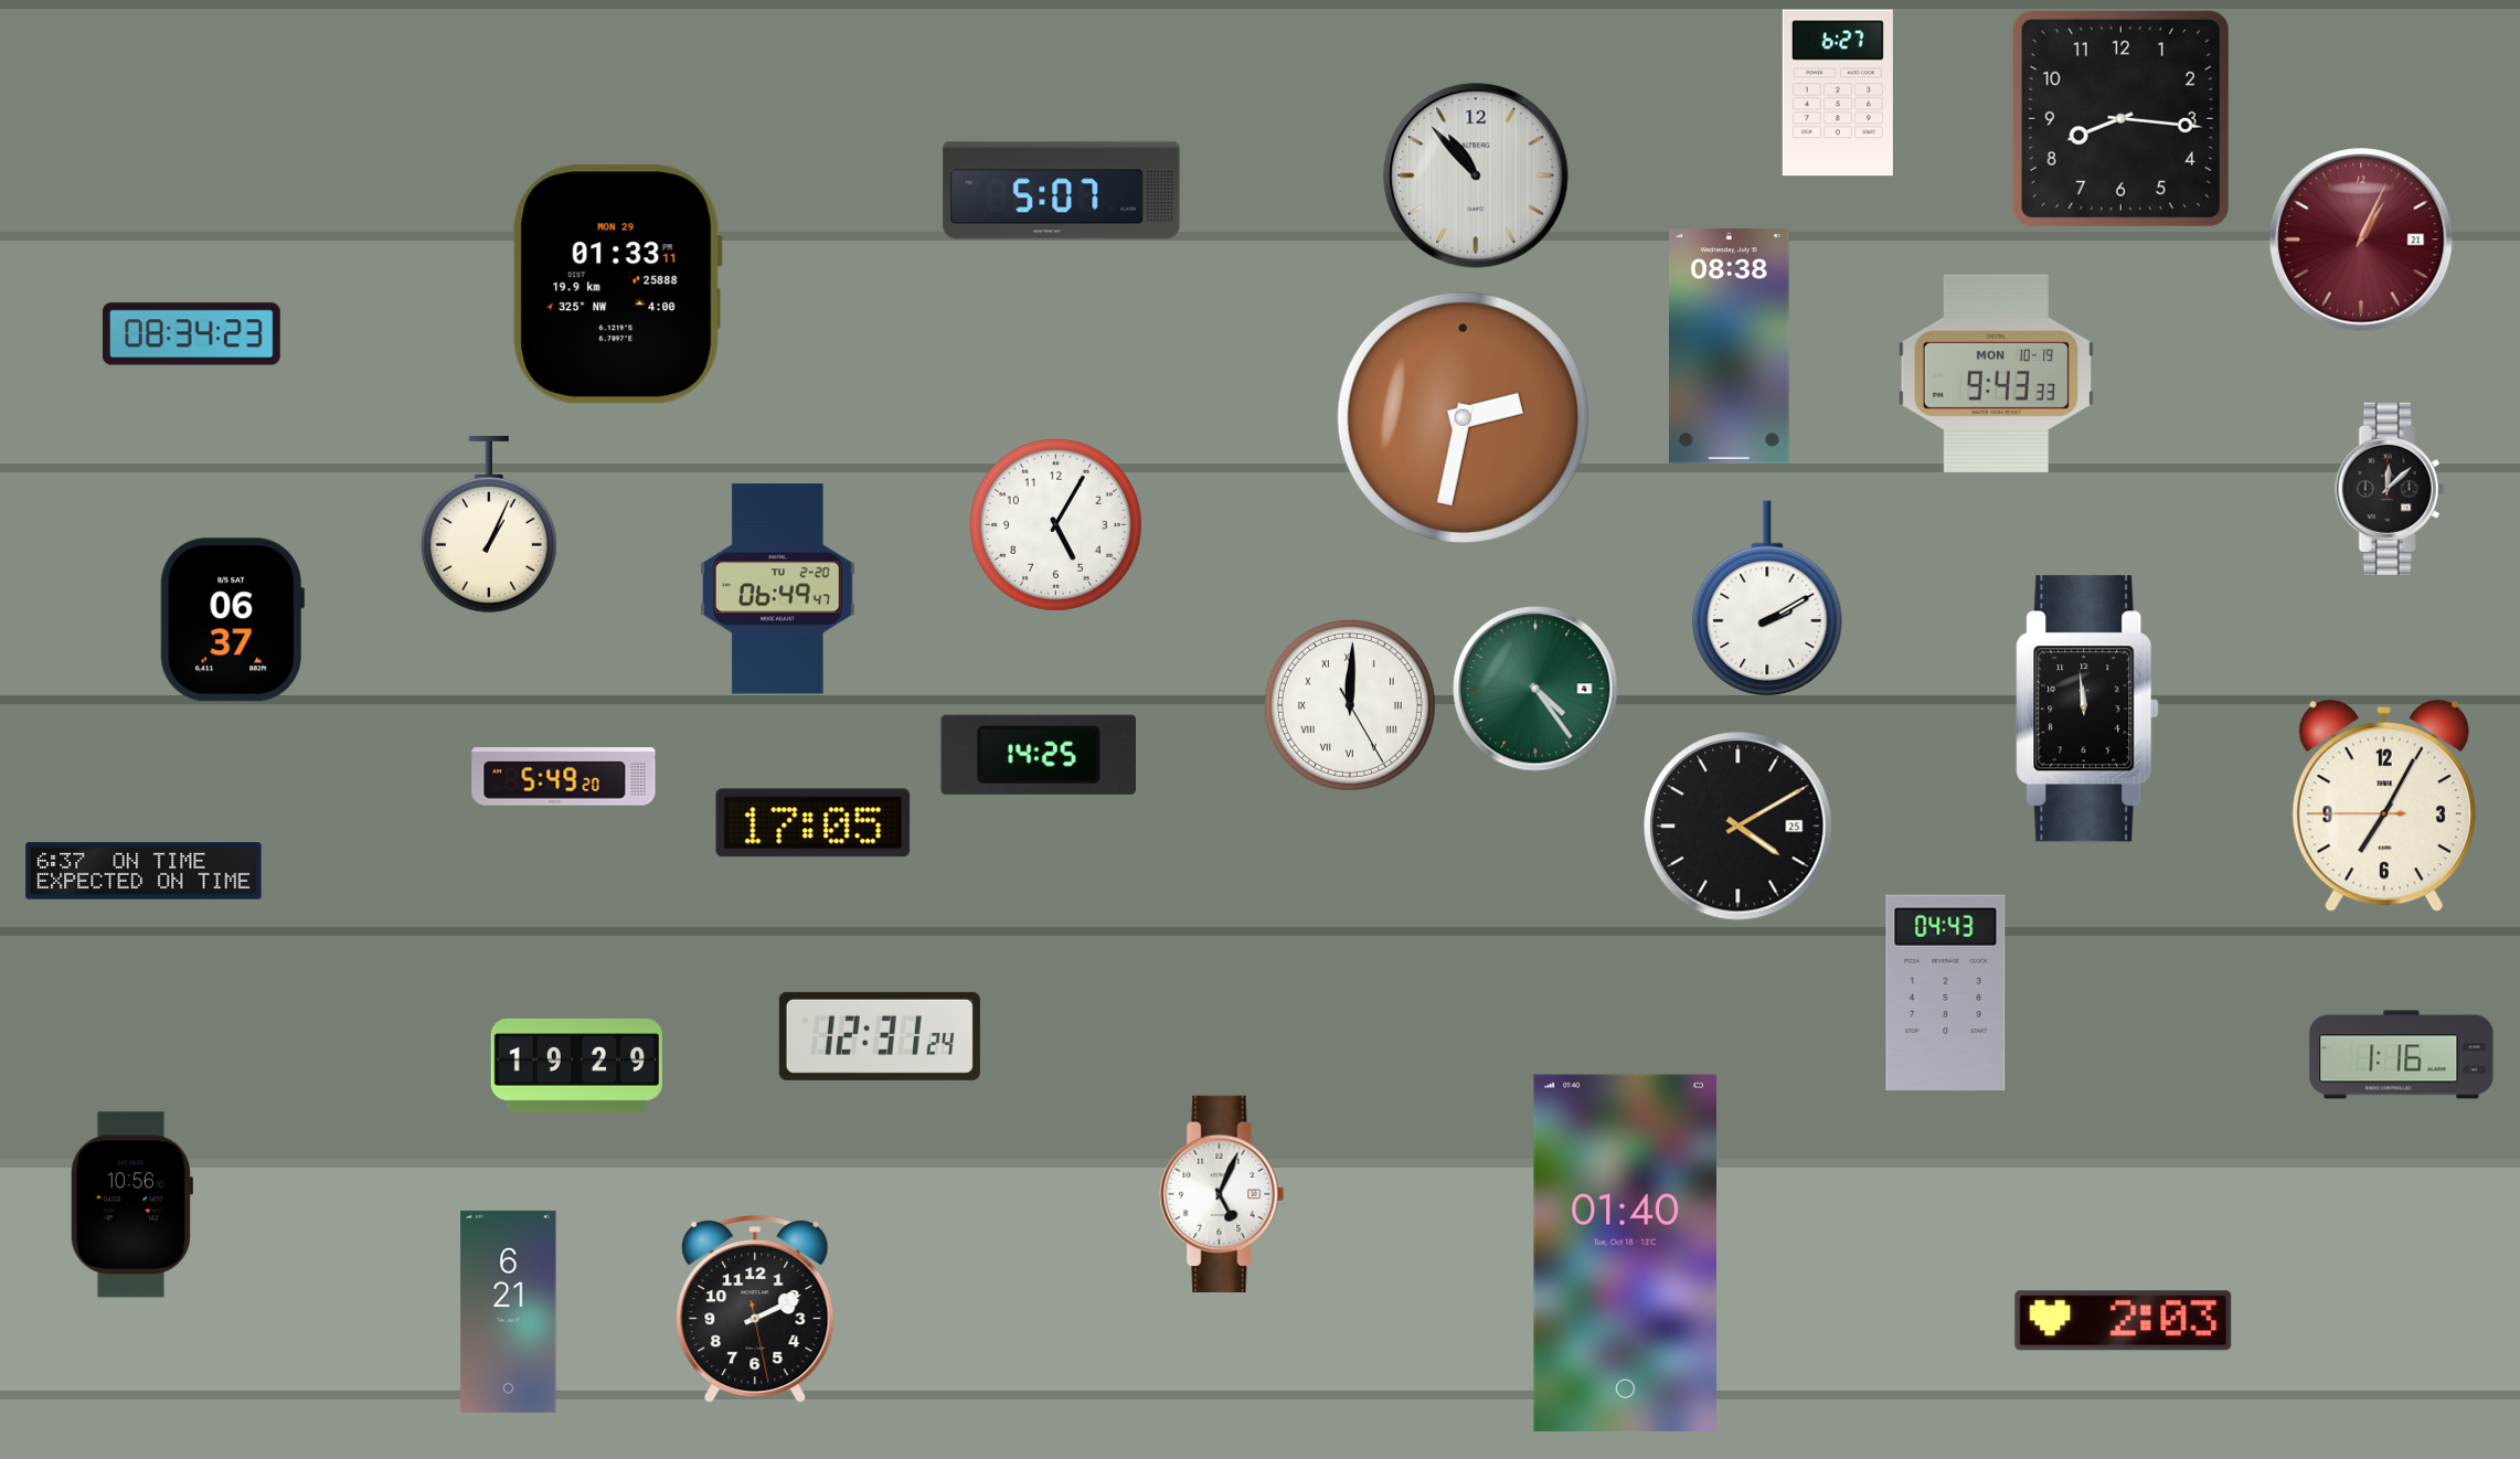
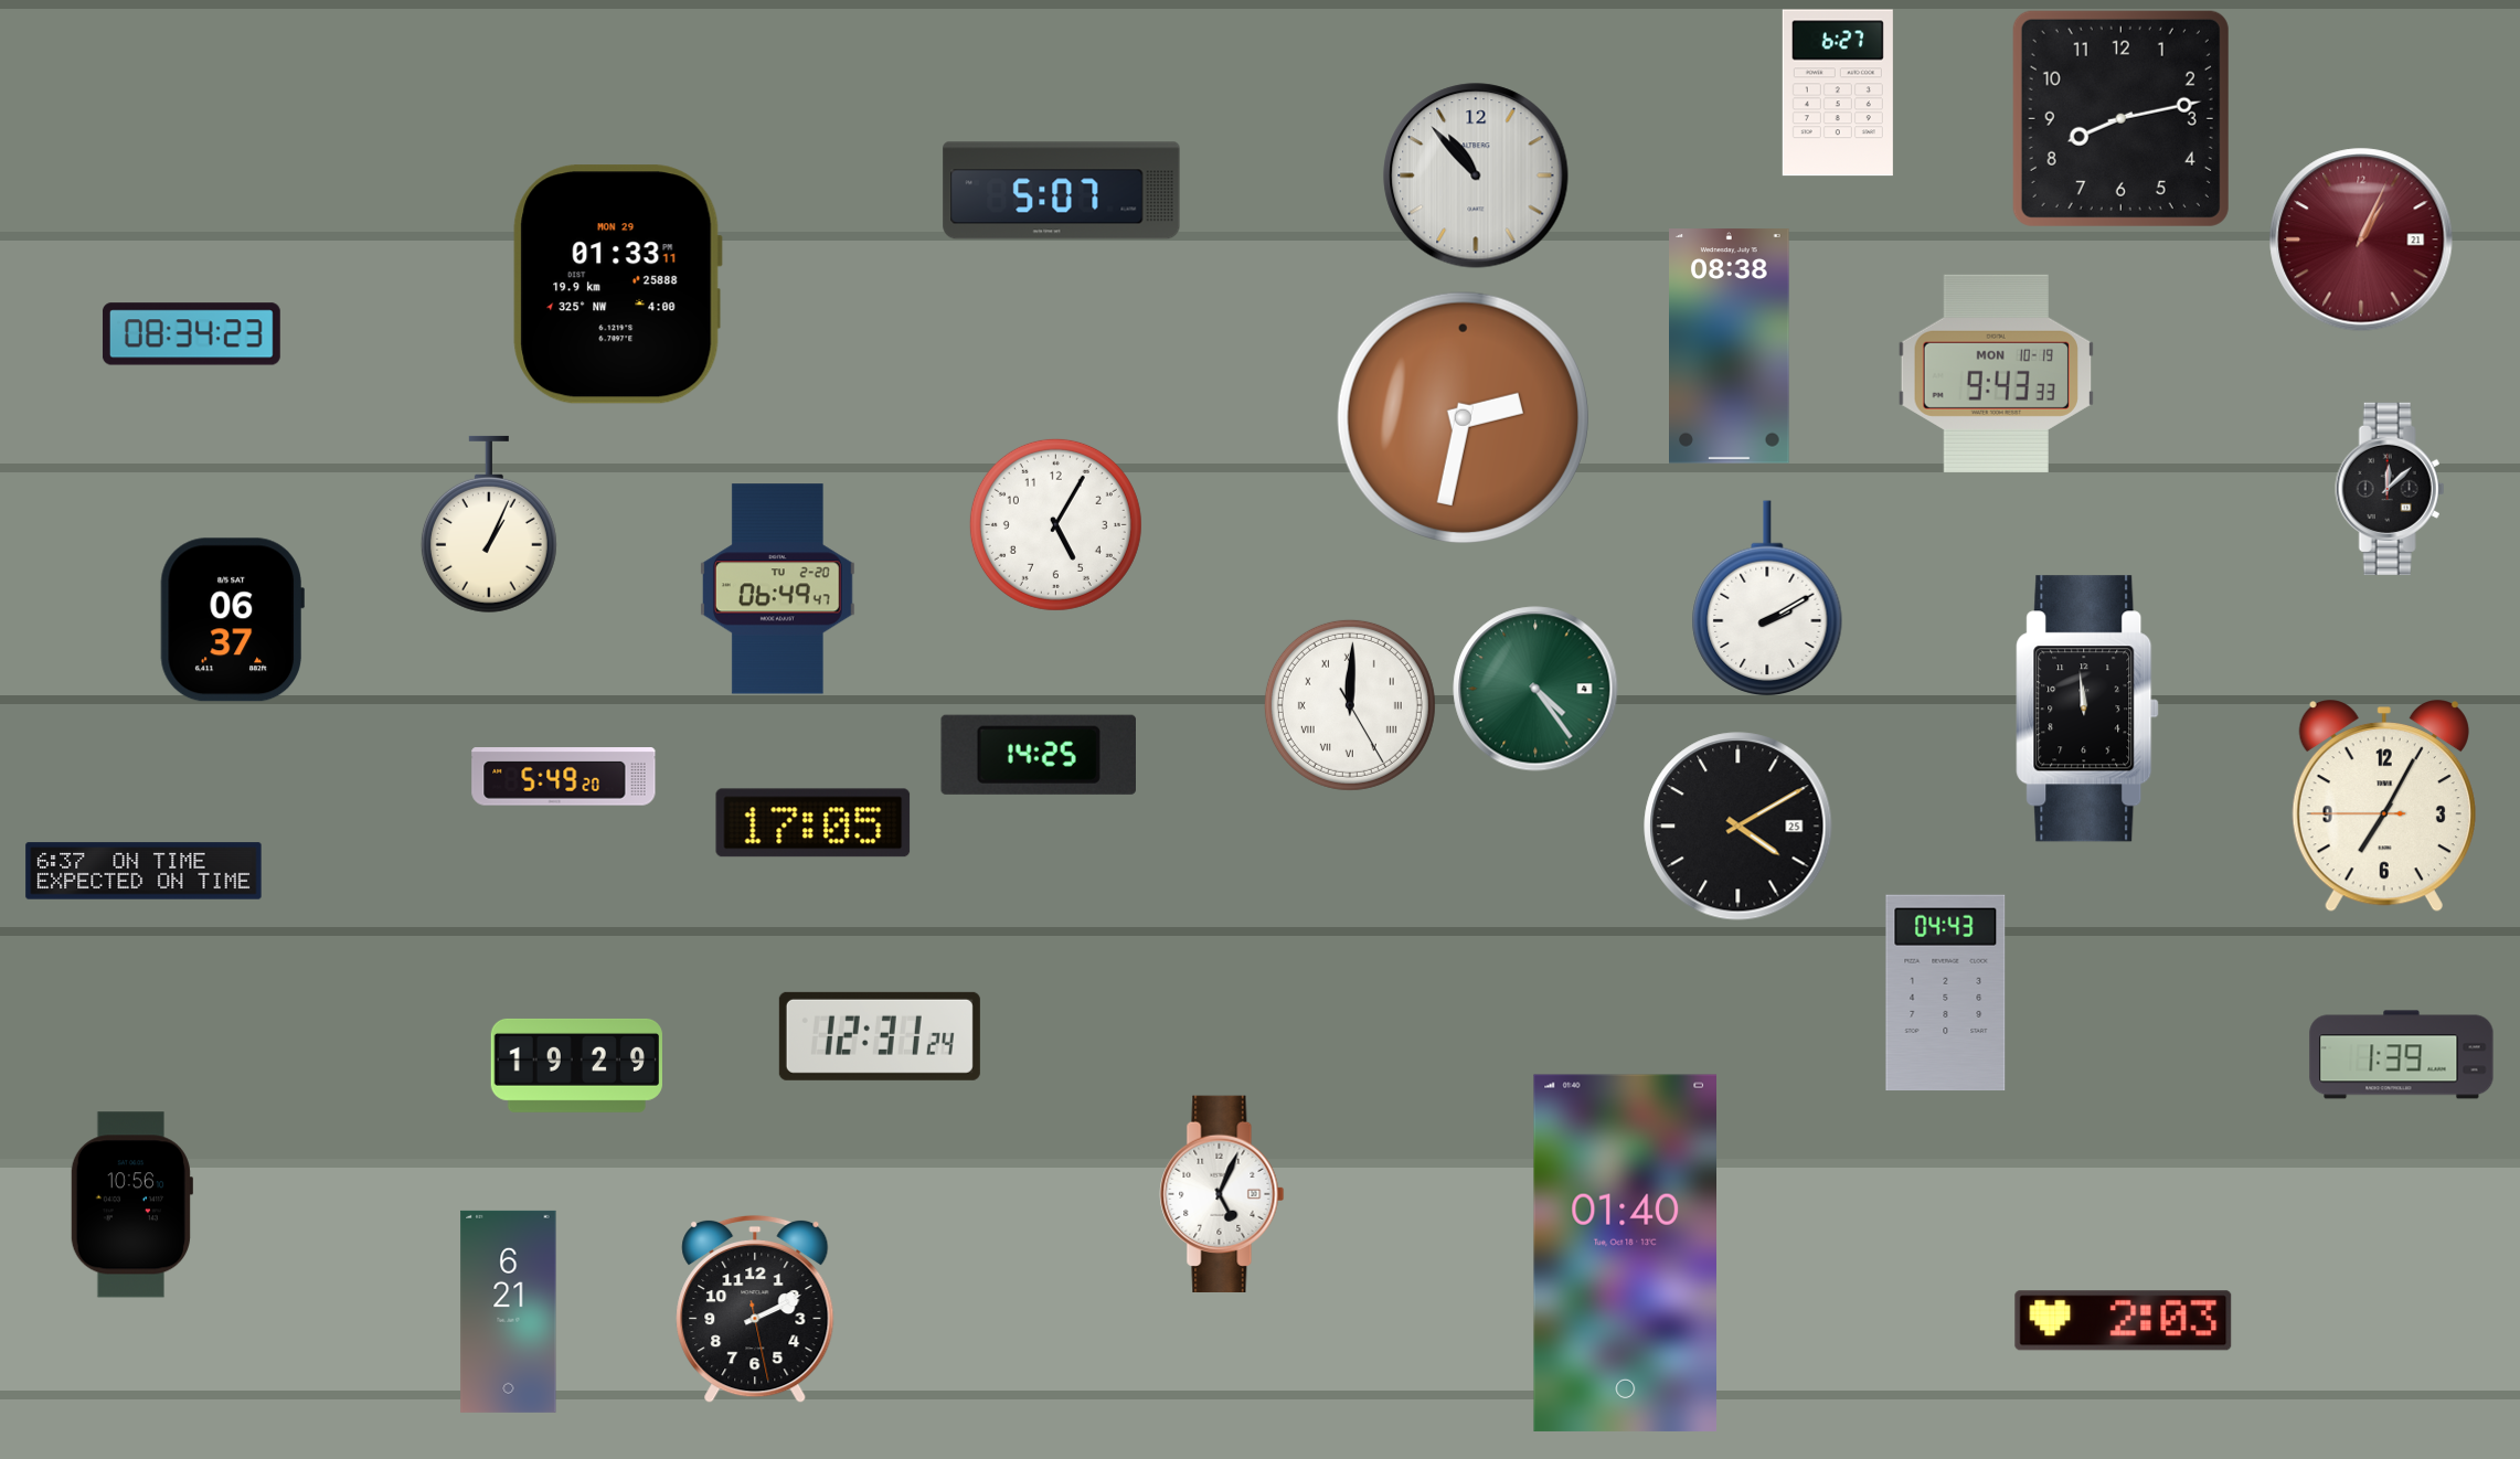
clock at (2120, 118): 8:16 -> 8:13
clock at (2402, 1055): 1:16 -> 1:39
